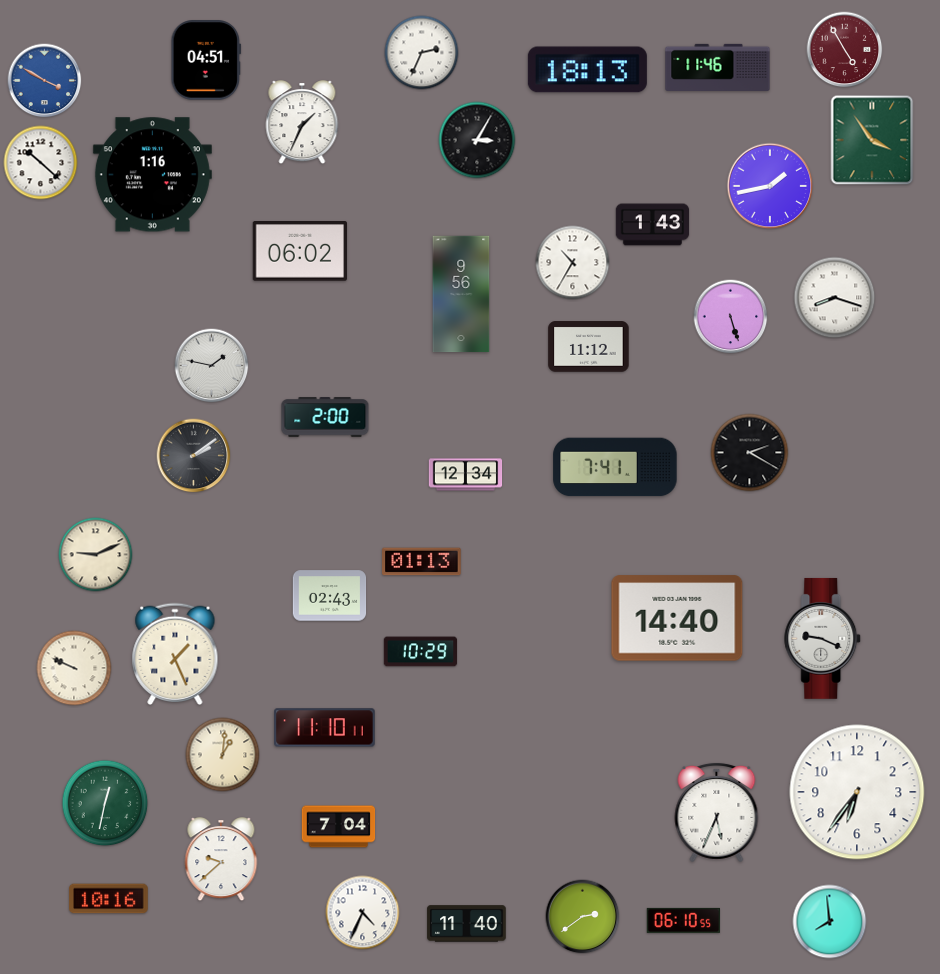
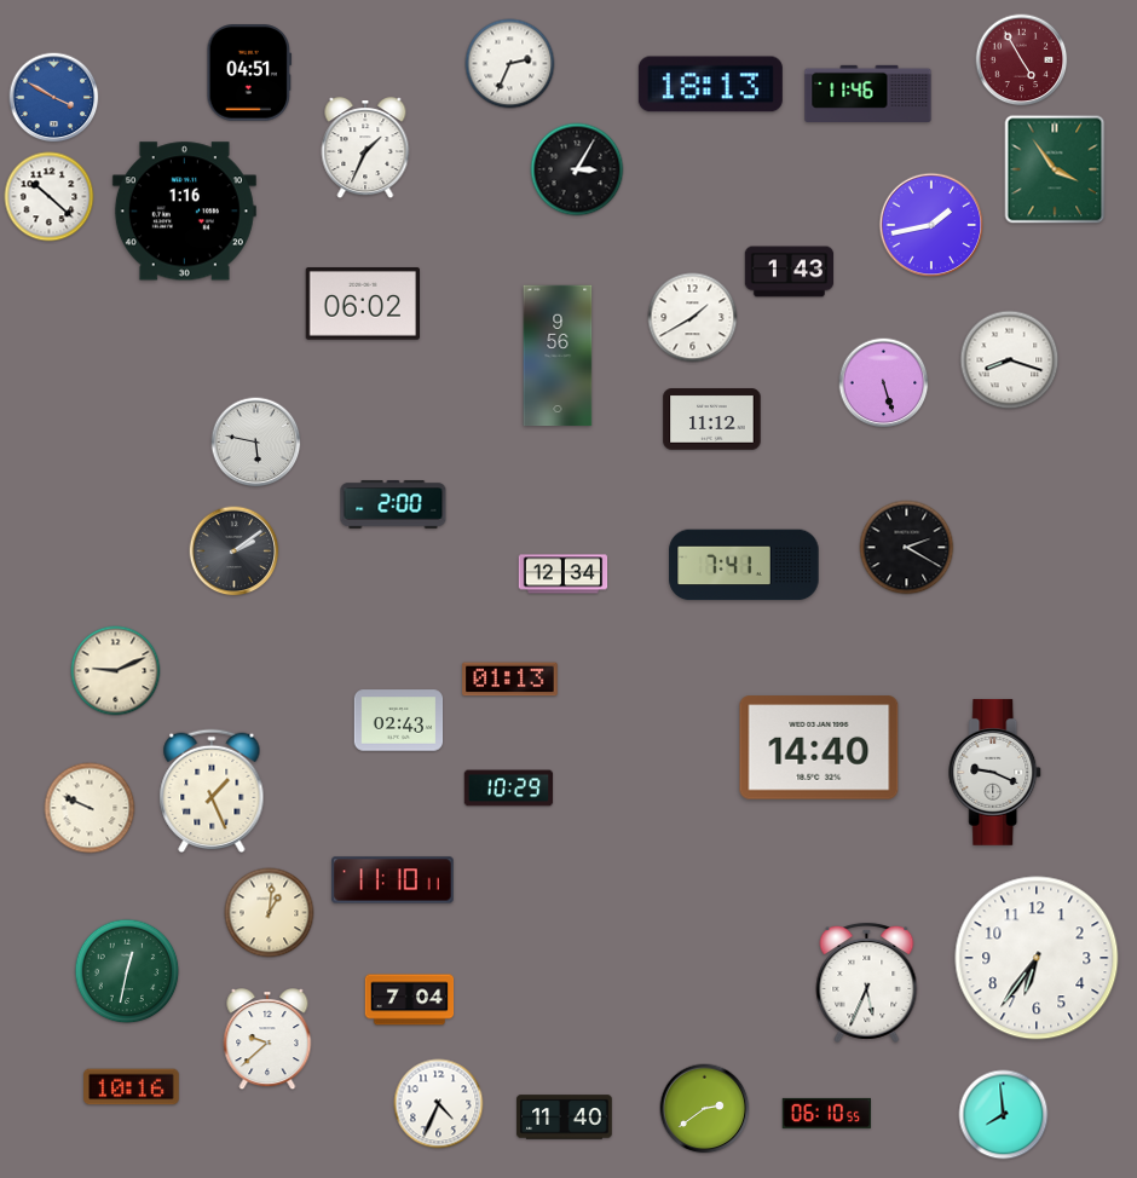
clock at (718, 67) position: (718, 67) -> (868, 93)
clock at (573, 263): 10:35 -> 1:40
clock at (212, 366): 1:47 -> 5:47
